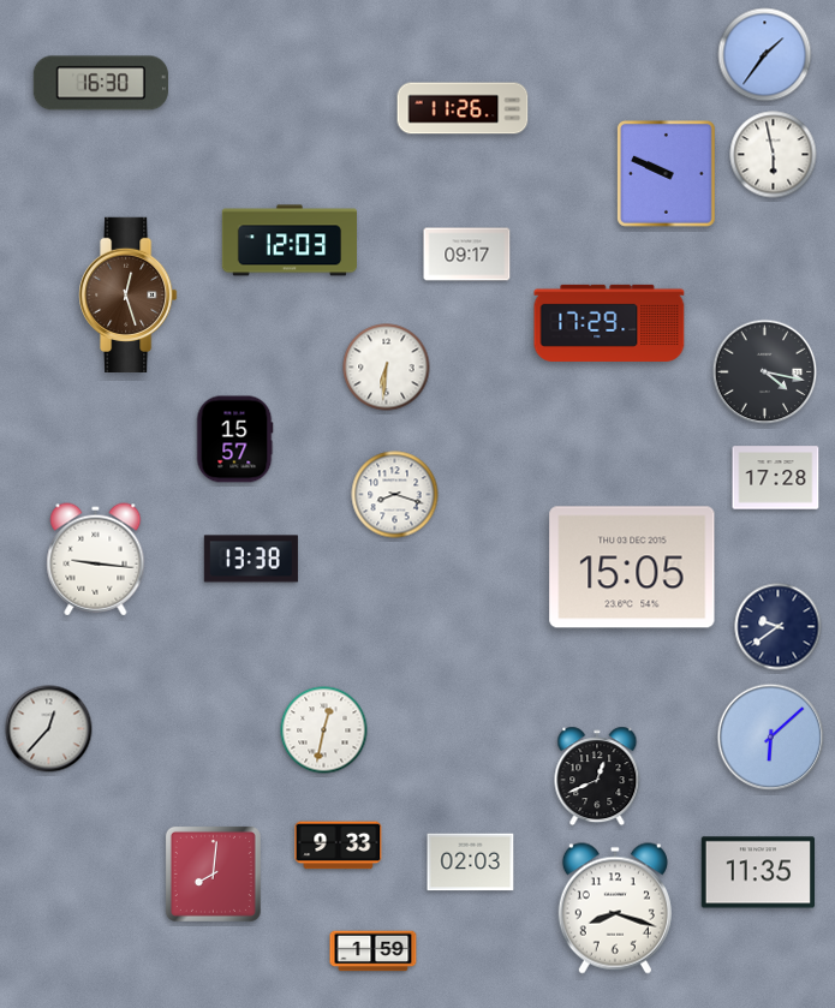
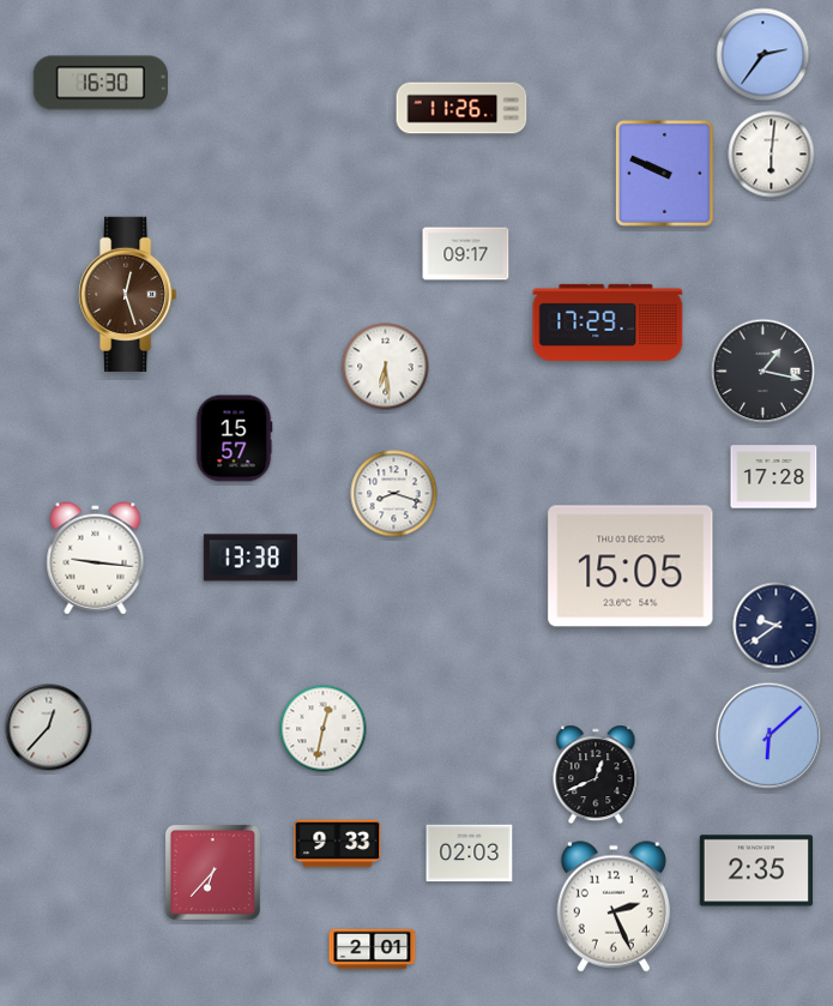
clock at (765, 55): 1:36 -> 2:36
clock at (774, 155): 5:58 -> 6:01
clock at (290, 240): 12:03 -> none
clock at (387, 368): 6:31 -> 6:29
clock at (765, 372): 4:17 -> 1:17
clock at (471, 863) position: (471, 863) -> (470, 854)
clock at (758, 872): 11:35 -> 2:35
clock at (213, 873): 8:01 -> 6:37
clock at (615, 908): 8:18 -> 2:26
clock at (374, 952): 1:59 -> 2:01
